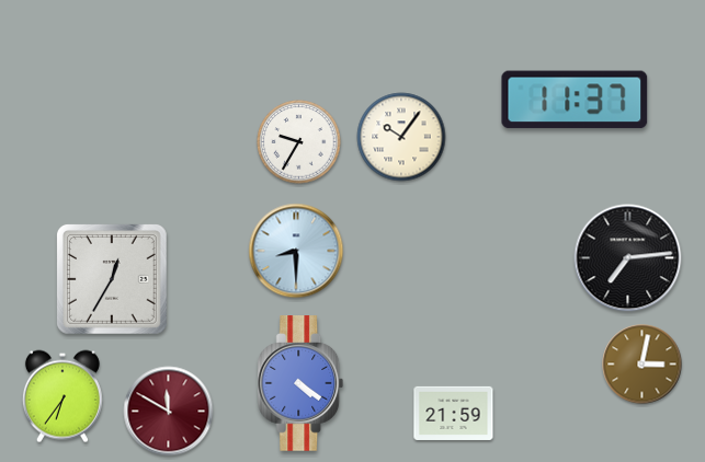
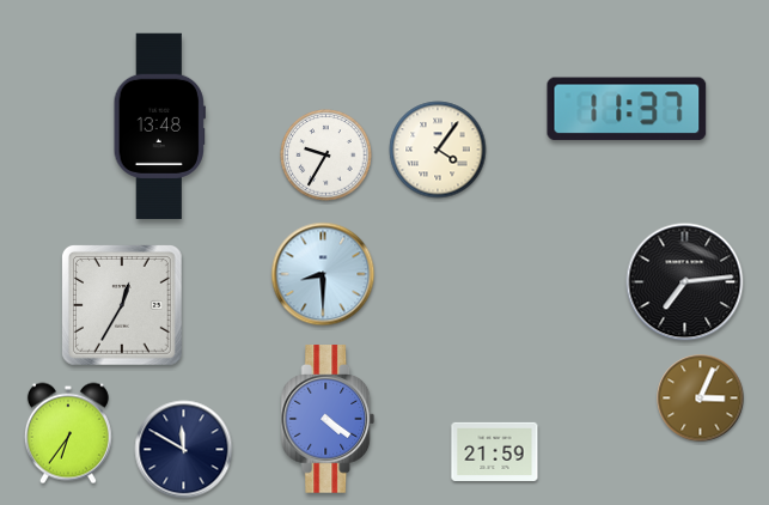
clock at (159, 126): none -> 13:48
clock at (401, 137): 10:06 -> 4:06
clock at (643, 365): 3:02 -> 3:04
clock at (169, 412) dial: burgundy -> navy
